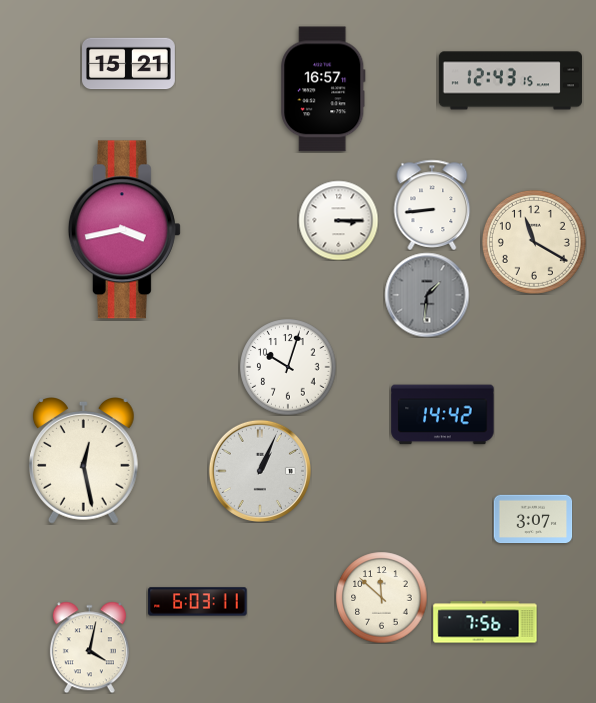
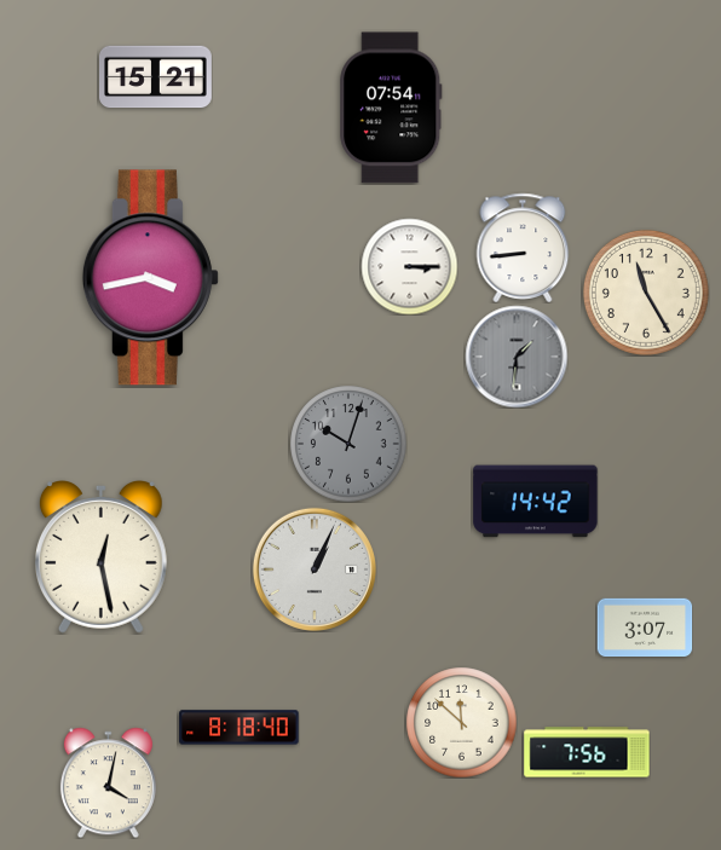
clock at (510, 81): 12:43 -> none
clock at (323, 89): 16:57 -> 07:54
clock at (534, 242): 11:20 -> 11:25
clock at (288, 367) dial: white -> grey
clock at (198, 602): 6:03 -> 8:18
